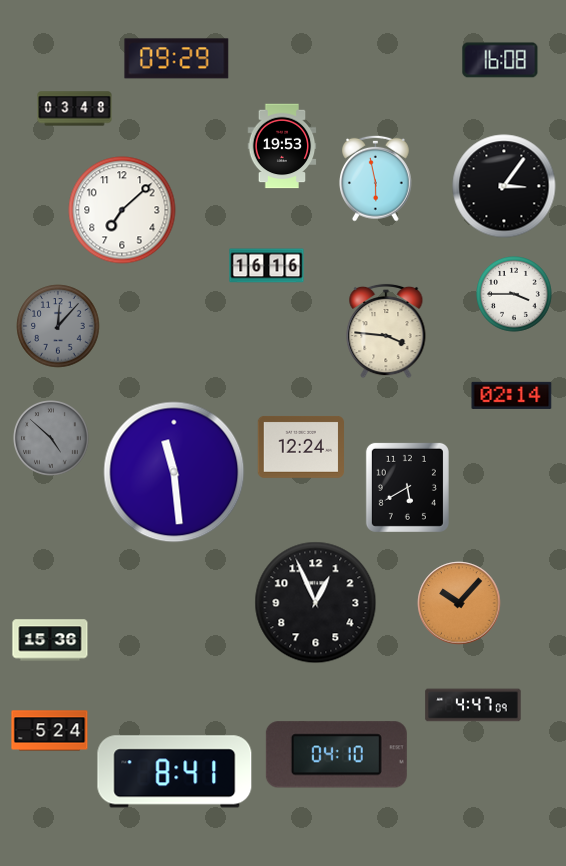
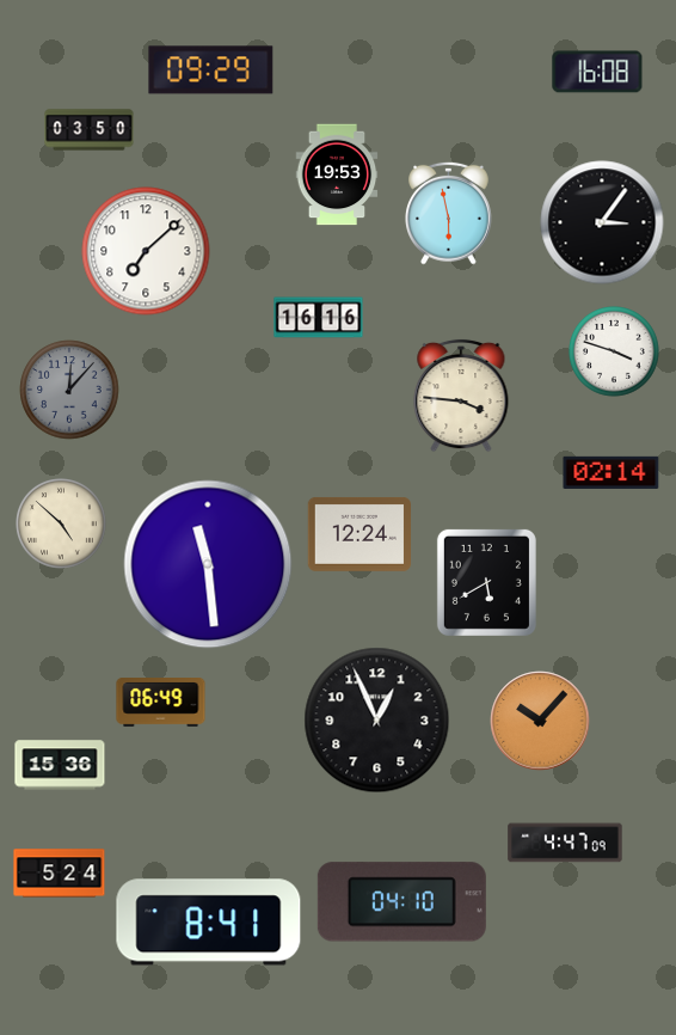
clock at (75, 109): 03:48 -> 03:50
clock at (514, 294): 3:45 -> 3:48
clock at (51, 438) dial: grey -> cream
clock at (161, 703): none -> 06:49
clock at (459, 603) position: (459, 603) -> (540, 721)
